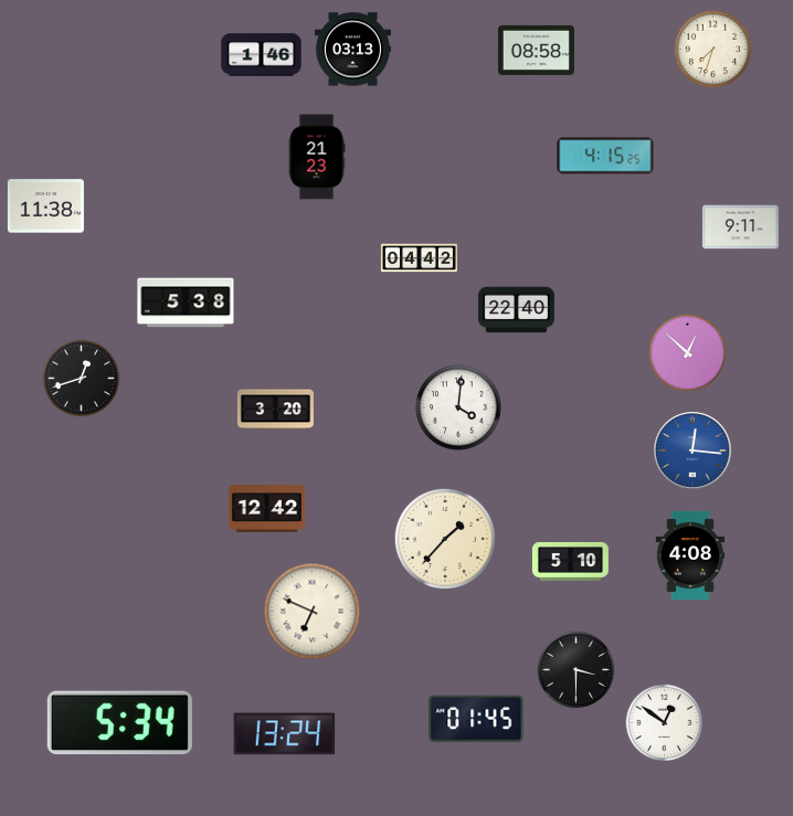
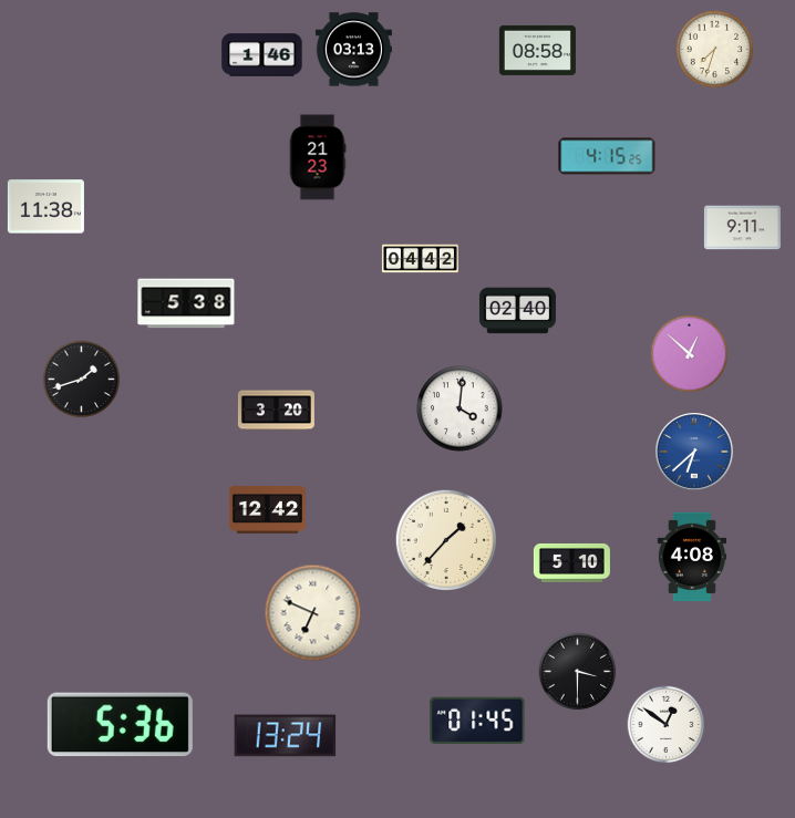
clock at (516, 310): 22:40 -> 02:40
clock at (82, 379): 12:42 -> 1:42
clock at (692, 451): 12:16 -> 6:38
clock at (119, 723): 5:34 -> 5:36
